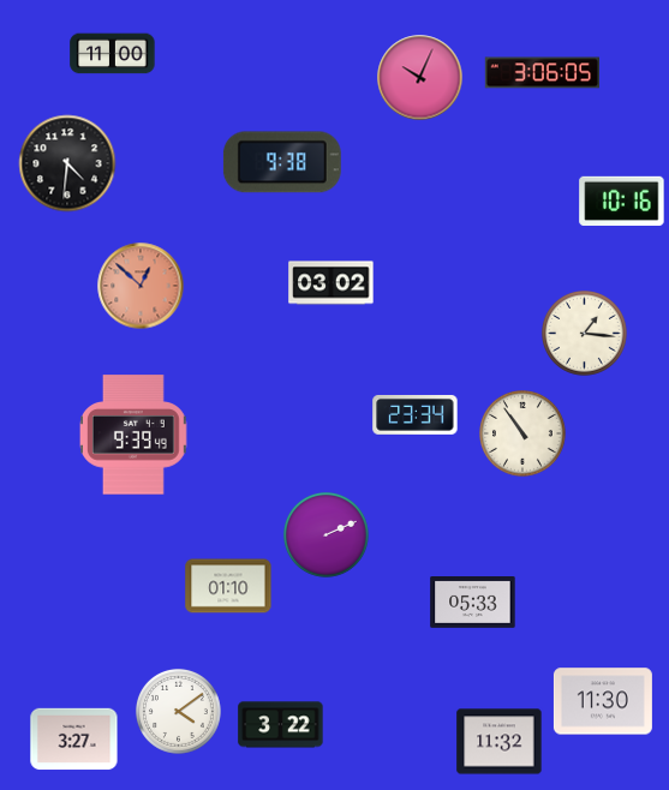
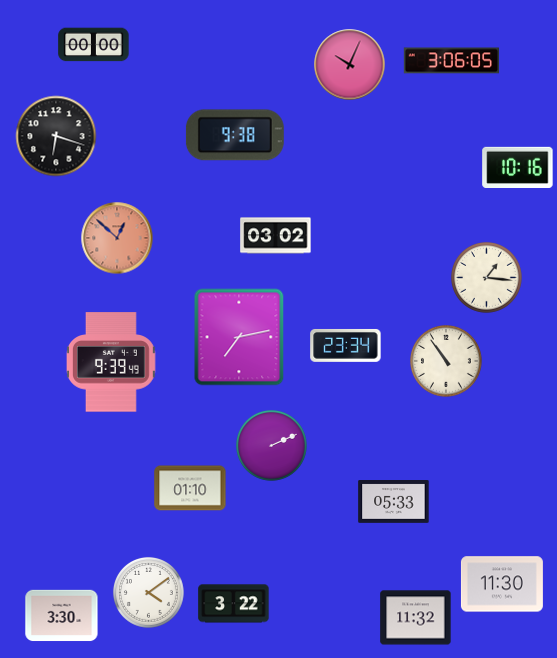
clock at (113, 54): 11:00 -> 00:00
clock at (67, 163): 4:31 -> 6:18
clock at (239, 337): none -> 7:13
clock at (524, 435) position: (524, 435) -> (447, 362)
clock at (74, 740): 3:27 -> 3:30
